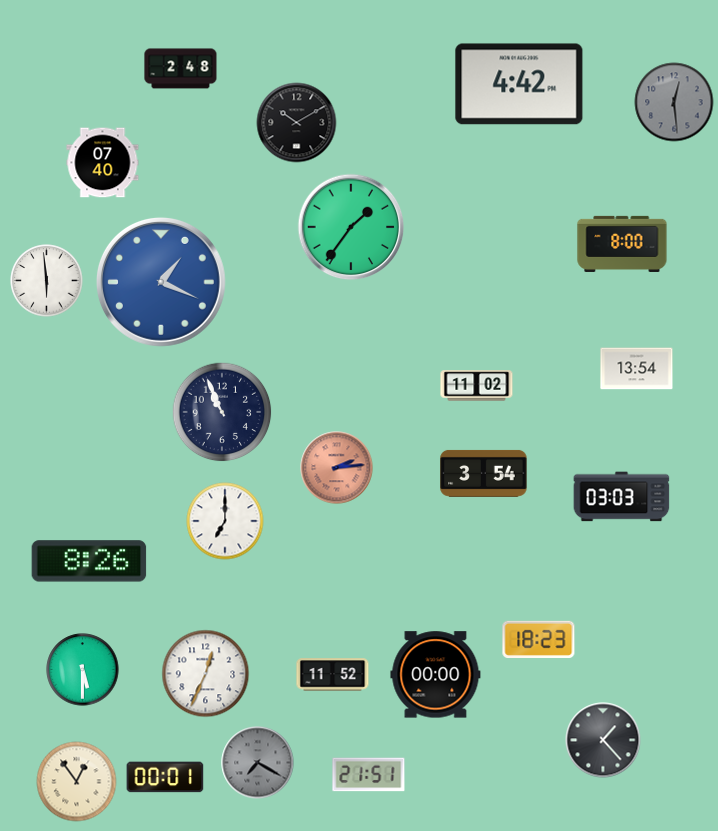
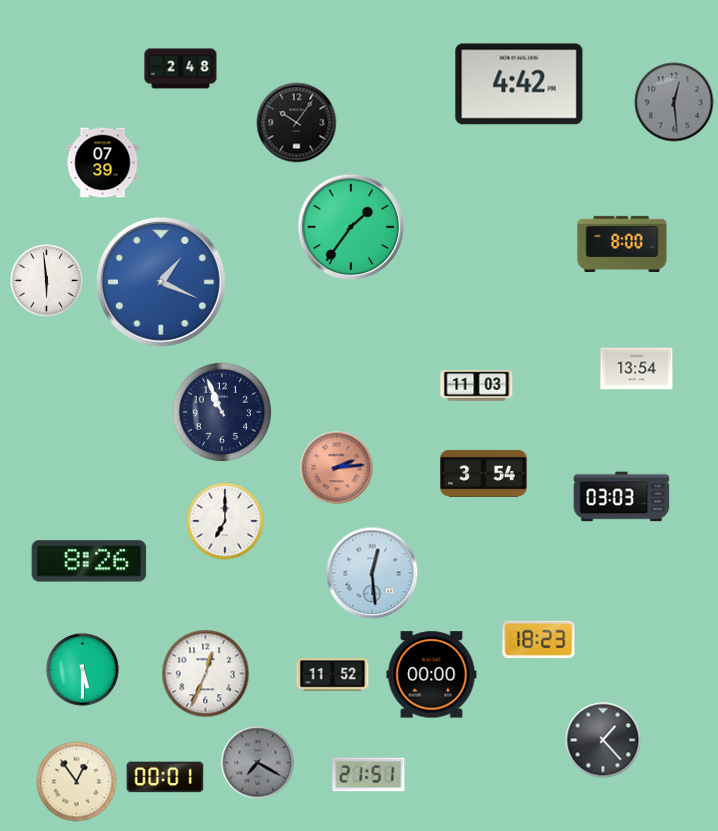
clock at (297, 123): 10:10 -> 10:06
clock at (103, 163): 07:40 -> 07:39
clock at (477, 386): 11:02 -> 11:03
clock at (372, 573): none -> 12:29
clock at (436, 675) position: (436, 675) -> (432, 675)
